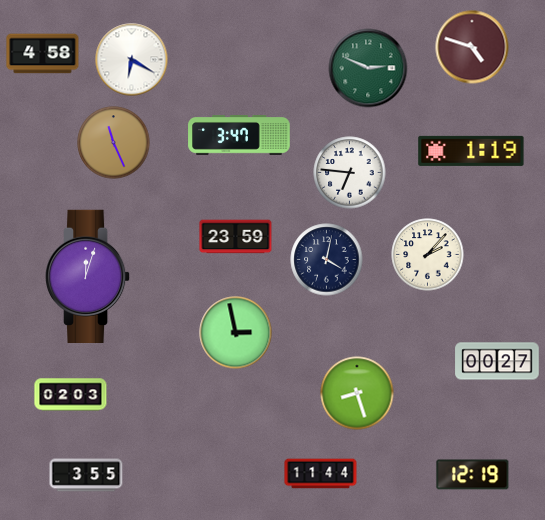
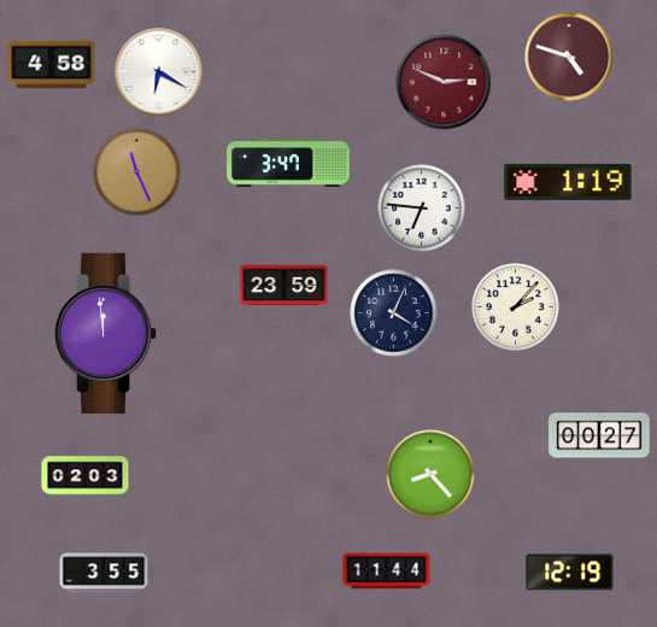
clock at (368, 68) dial: green -> burgundy
clock at (327, 260): 4:02 -> 4:04
clock at (88, 276): 12:03 -> 11:59
clock at (236, 333): 2:58 -> none
clock at (357, 393): 8:27 -> 8:23
